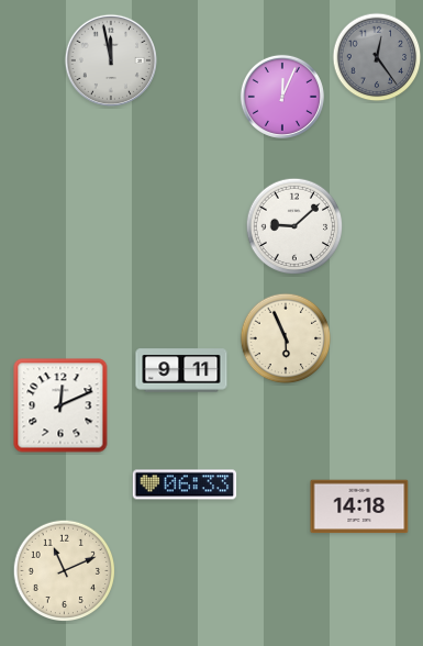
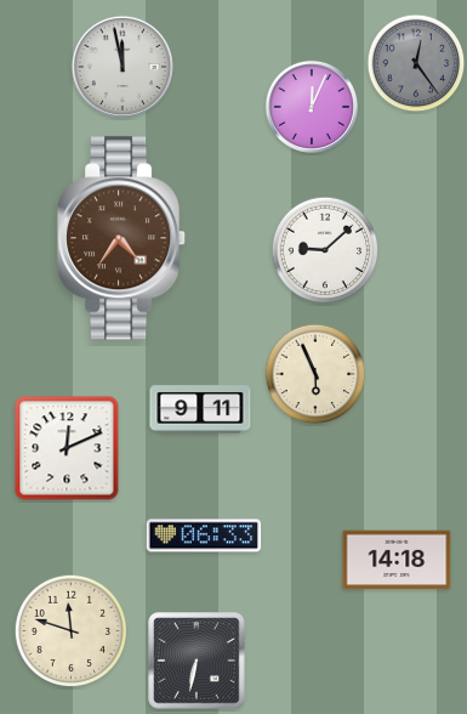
clock at (123, 238): none -> 4:36
clock at (65, 571): 11:11 -> 11:48
clock at (197, 661): none -> 6:32
